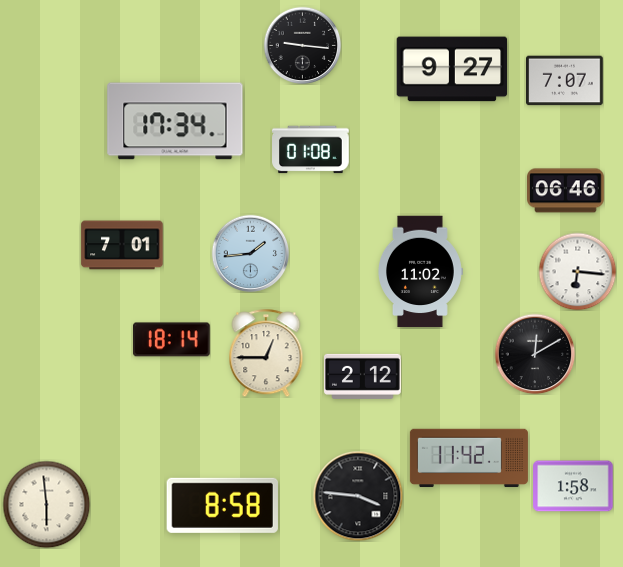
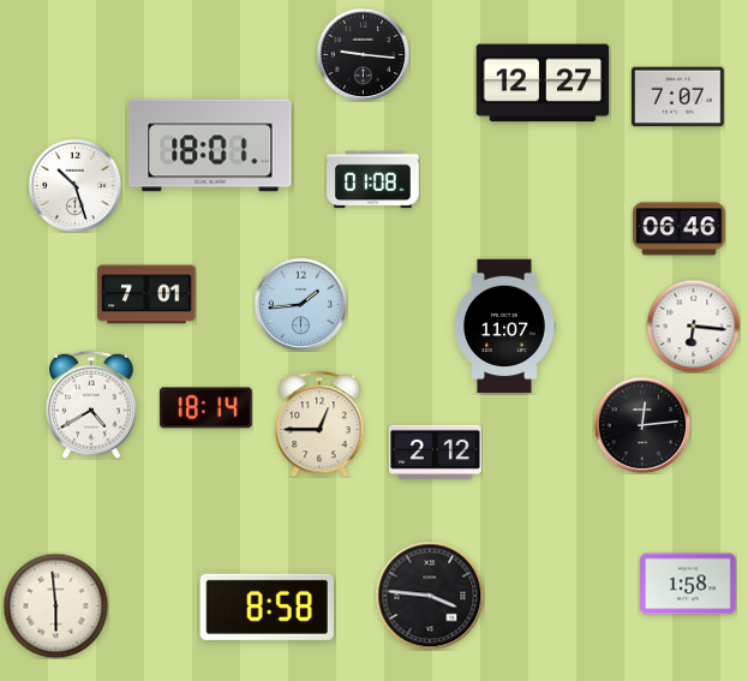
clock at (452, 69): 9:27 -> 12:27
clock at (175, 121): 17:34 -> 18:01
clock at (74, 185): none -> 10:27
clock at (421, 272): 11:02 -> 11:07
clock at (92, 405): none -> 4:40
clock at (535, 354): 12:10 -> 12:14
clock at (469, 458): 11:42 -> none
